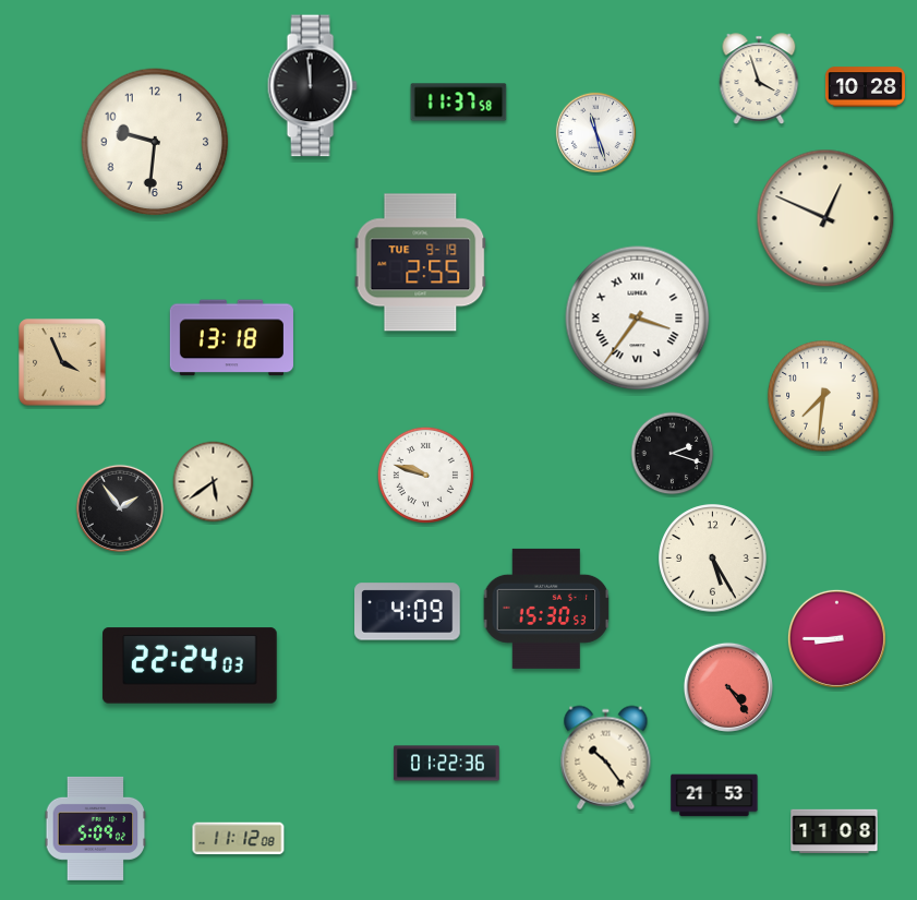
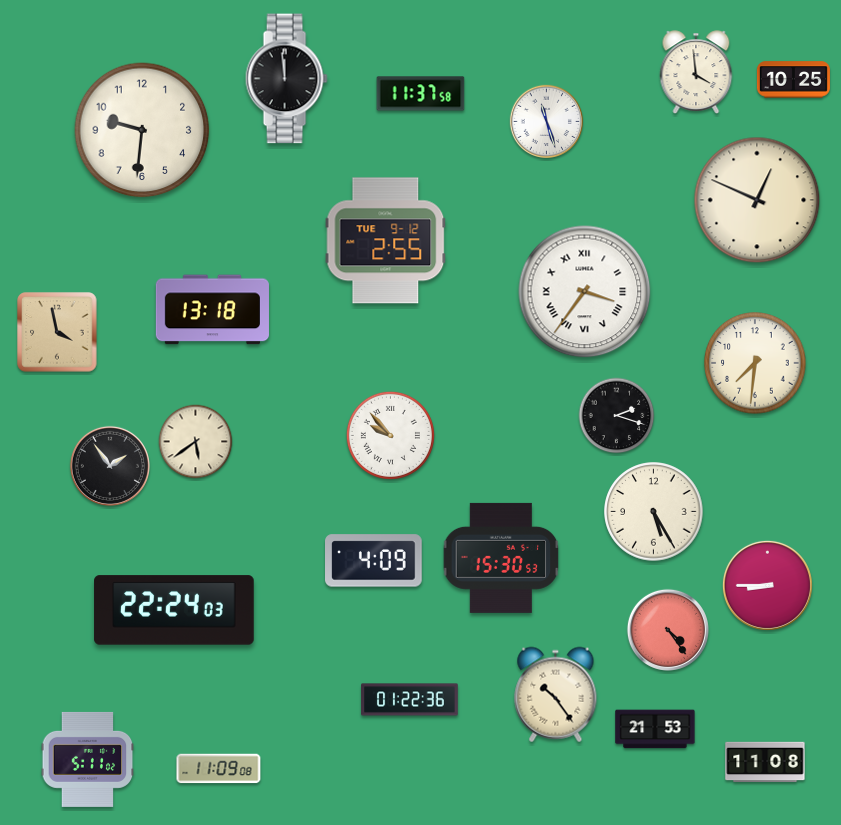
clock at (759, 79): 3:57 -> 3:59
clock at (865, 87): 10:28 -> 10:25
clock at (421, 263) date: TUE 9-19 -> TUE 9-12
clock at (62, 362): 3:56 -> 3:58
clock at (425, 475): 9:48 -> 9:53
clock at (96, 828): 5:09 -> 5:11
clock at (239, 839): 11:12 -> 11:09
